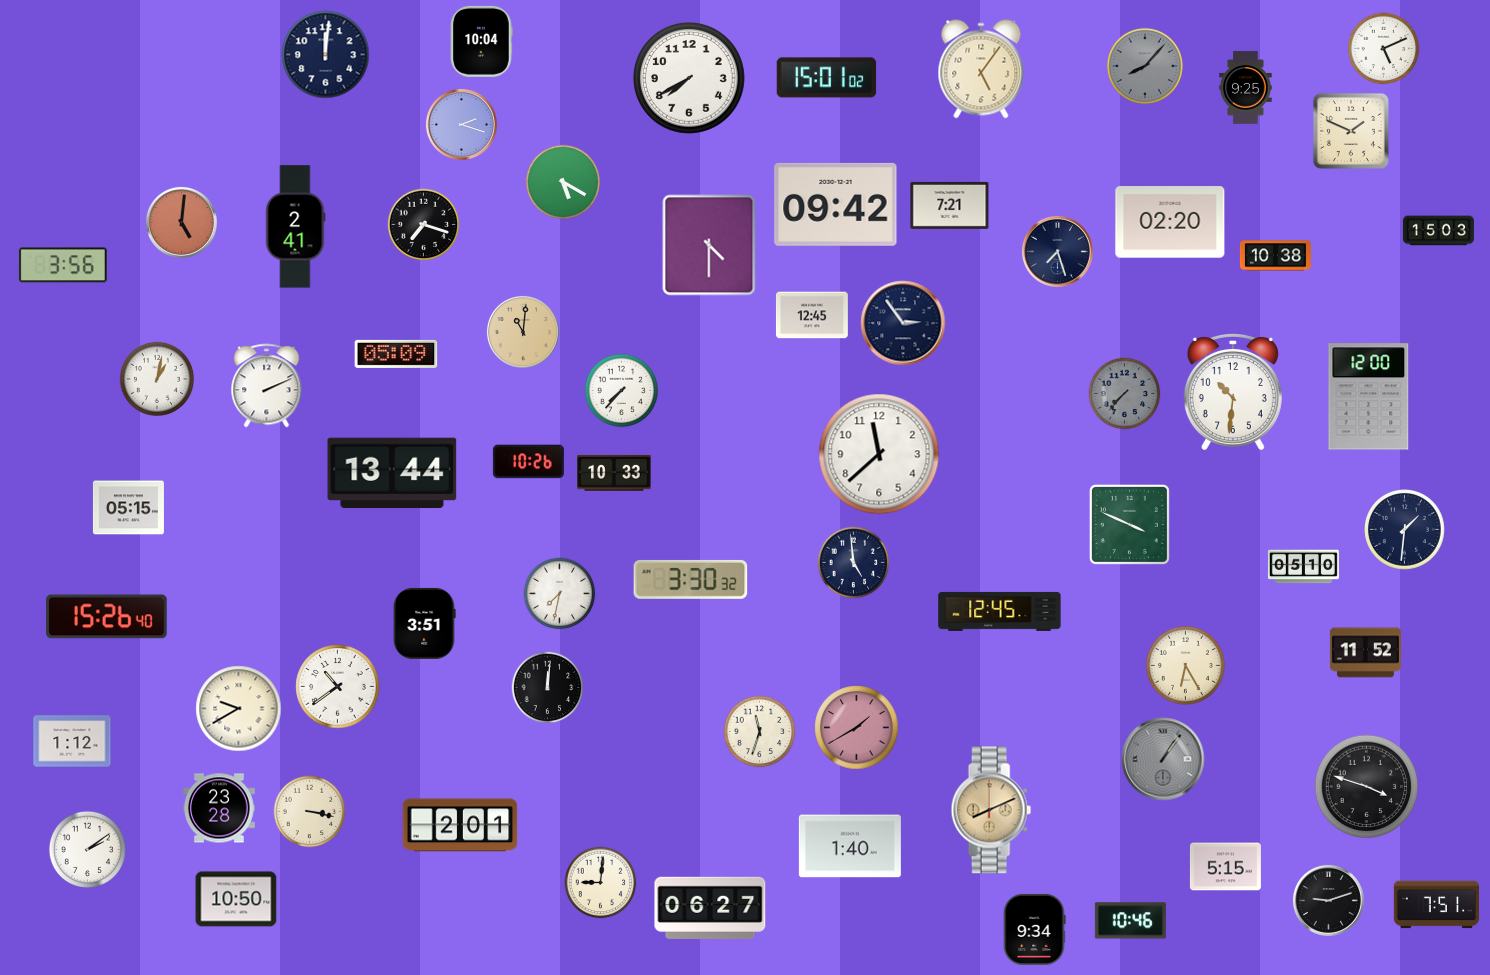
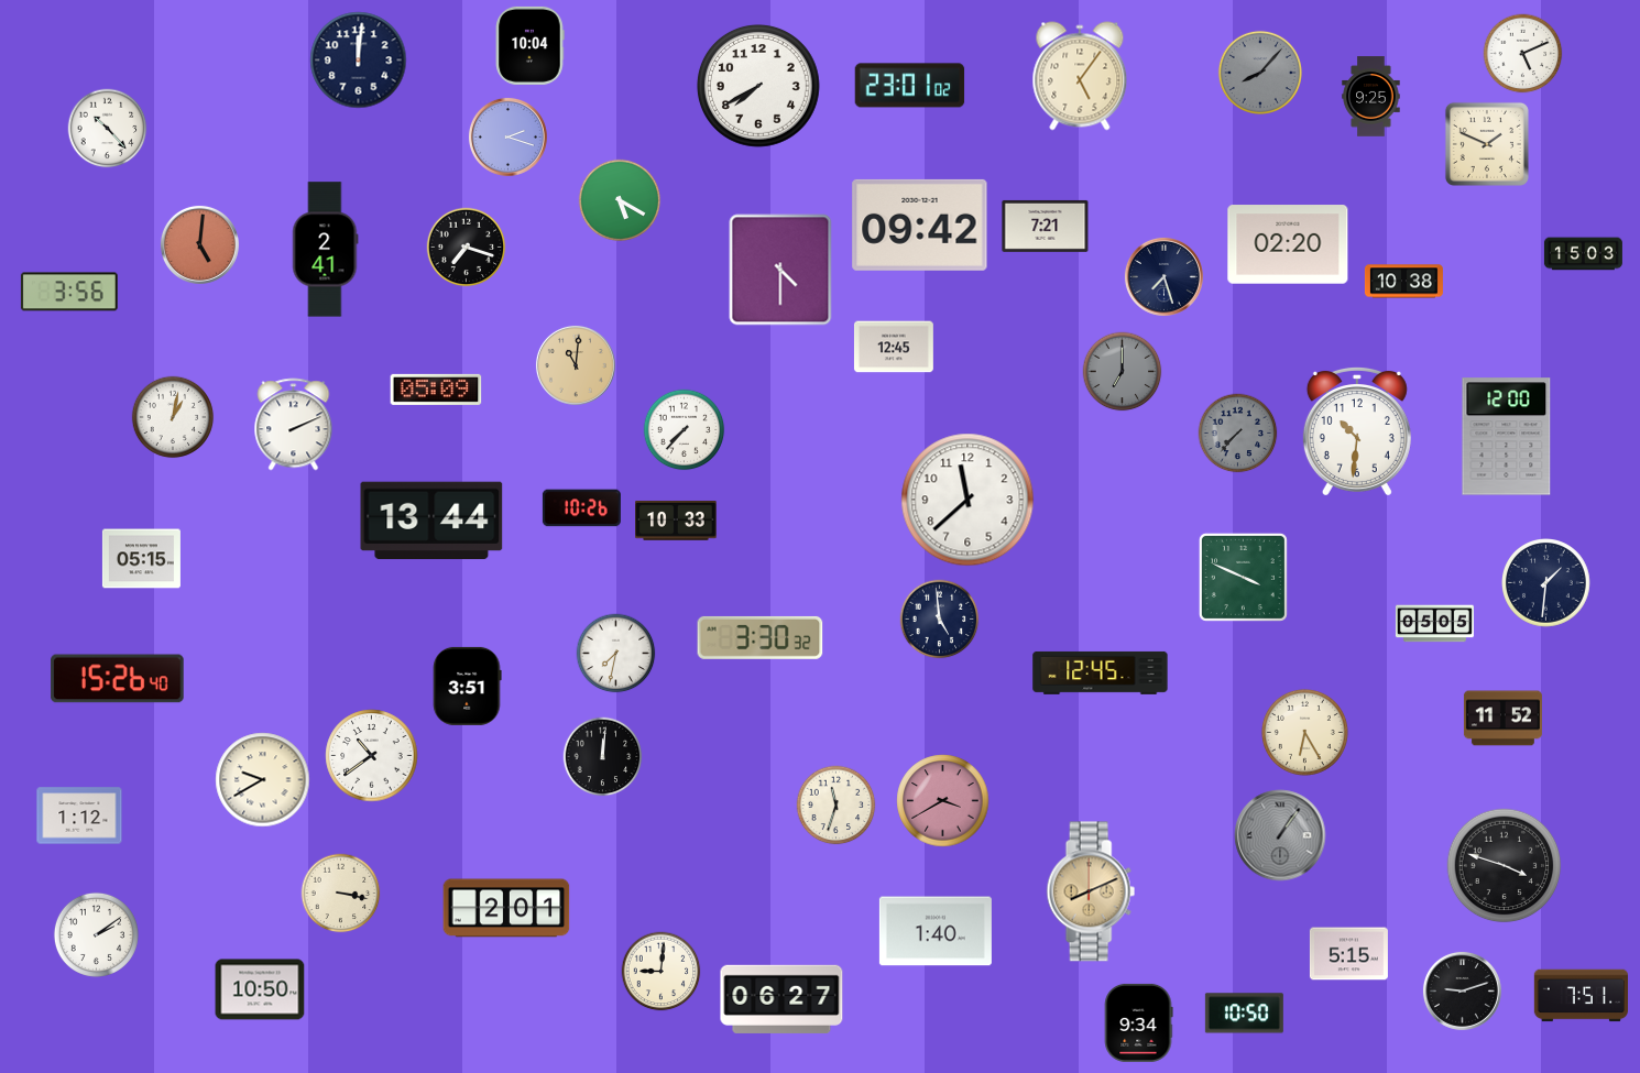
clock at (827, 78): 15:01 -> 23:01
clock at (108, 129): none -> 10:23
clock at (903, 323): 2:54 -> none
clock at (1123, 372): none -> 7:00
clock at (1303, 567): 05:10 -> 05:05
clock at (857, 728): 1:40 -> 3:40
clock at (220, 808): 23:28 -> none
clock at (1130, 921): 10:46 -> 10:50
